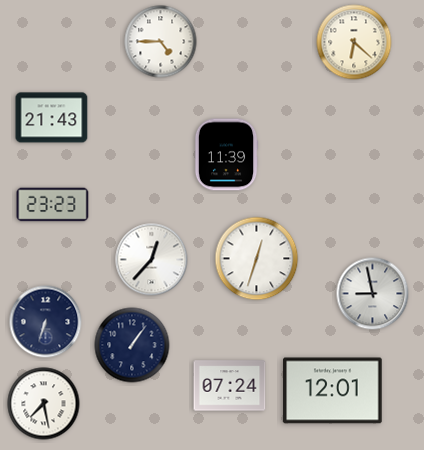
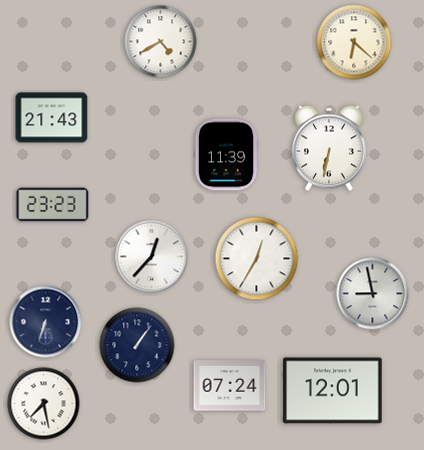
clock at (161, 42): 4:45 -> 4:40
clock at (329, 148): none -> 6:32
clock at (257, 259): 12:33 -> 12:35
clock at (152, 260) position: (152, 260) -> (152, 257)
clock at (132, 345) position: (132, 345) -> (137, 345)
